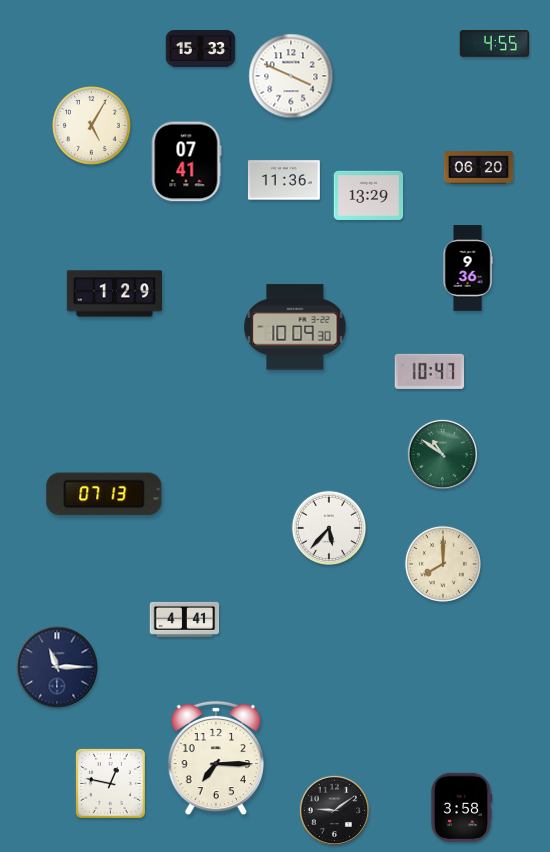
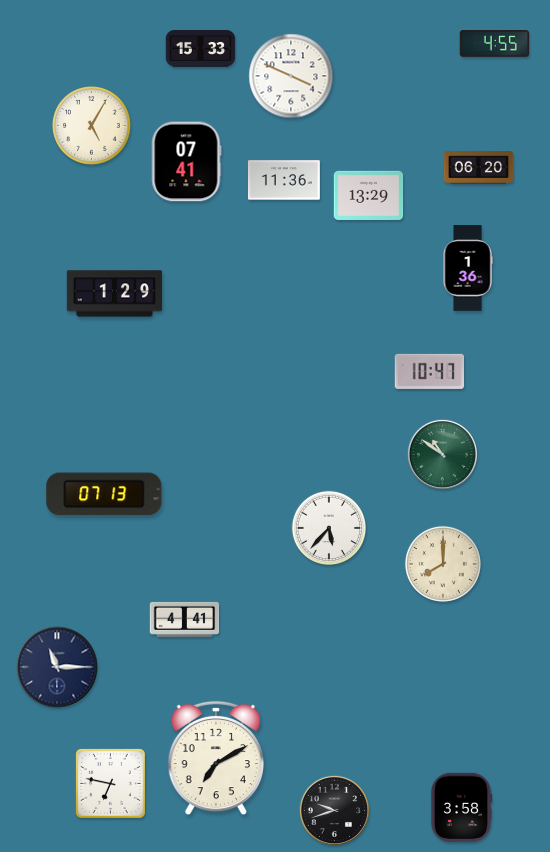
clock at (468, 268): 9:36 -> 1:36
clock at (295, 327): 10:09 -> none
clock at (215, 758): 7:15 -> 7:10
clock at (110, 783): 12:47 -> 6:47
clock at (334, 810): 9:09 -> 9:42
